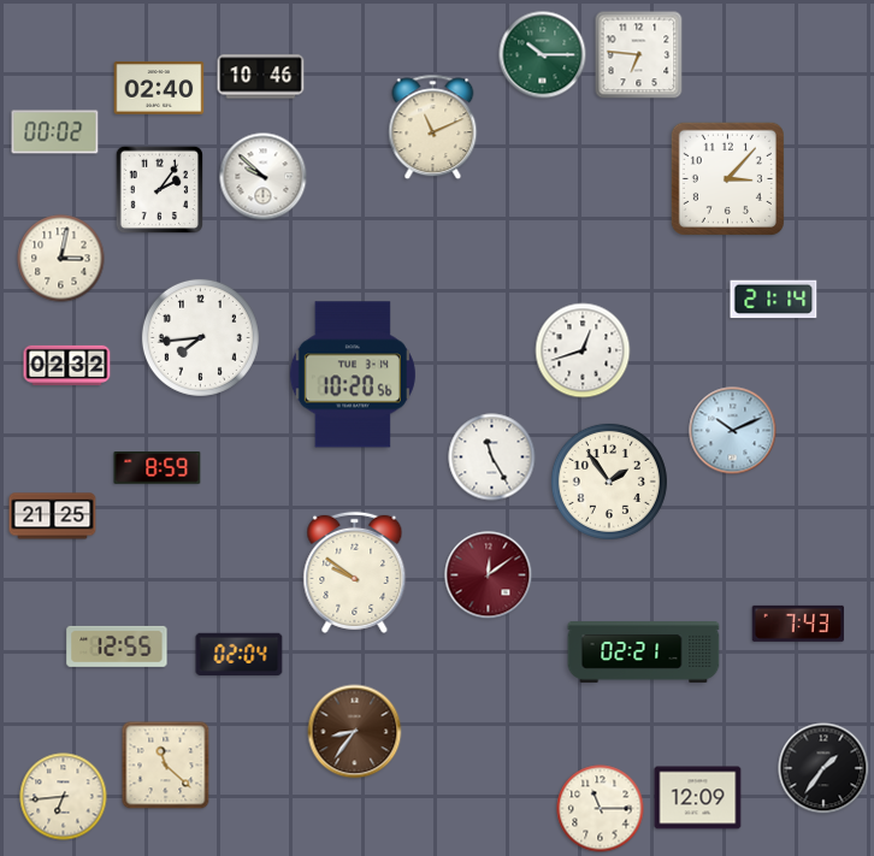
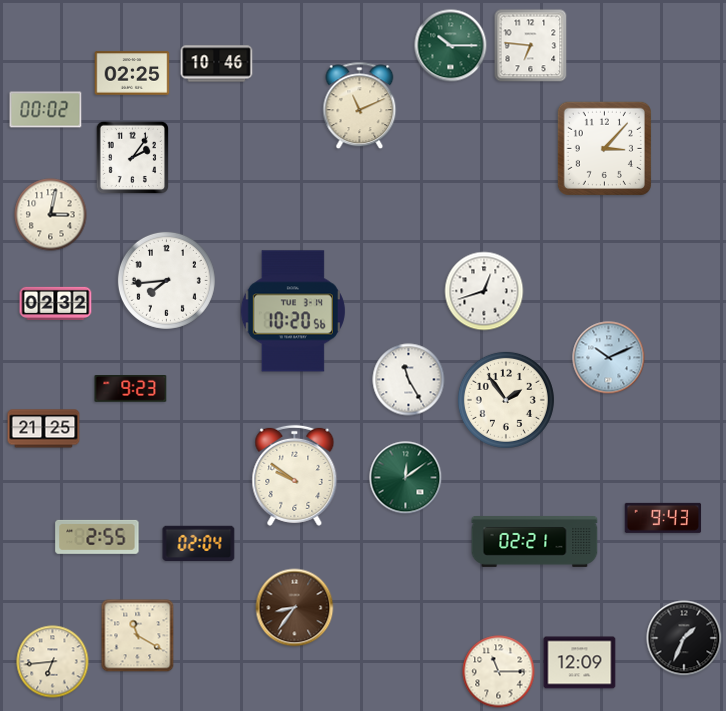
clock at (159, 88): 02:40 -> 02:25
clock at (264, 177): 9:52 -> none
clock at (774, 300): 21:14 -> none
clock at (158, 468): 8:59 -> 9:23
clock at (489, 575) dial: burgundy -> green
clock at (798, 624): 7:43 -> 9:43
clock at (117, 647): 12:55 -> 2:55
clock at (166, 766): 11:22 -> 11:20
clock at (823, 768): 1:36 -> 1:34
